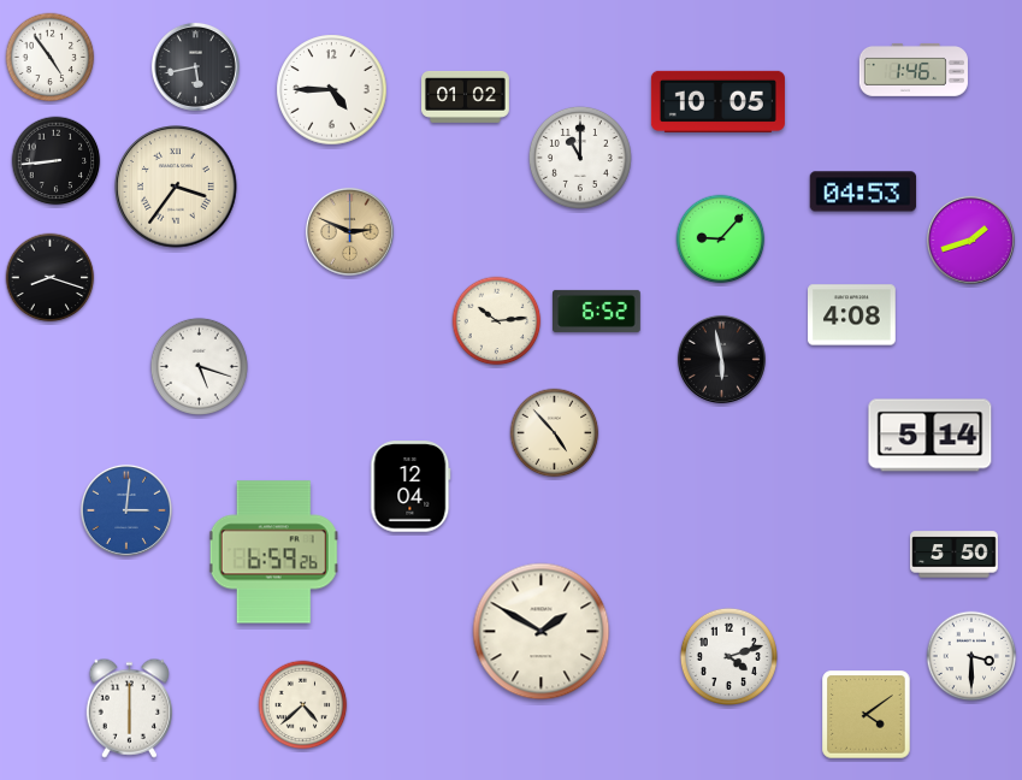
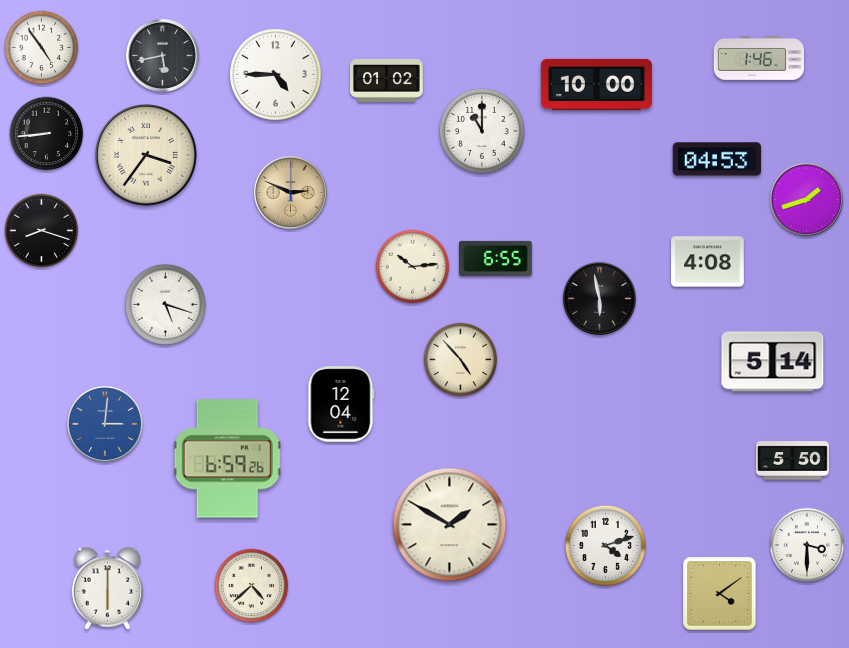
clock at (717, 101): 10:05 -> 10:00
clock at (721, 240): 9:07 -> none
clock at (597, 311): 6:52 -> 6:55
